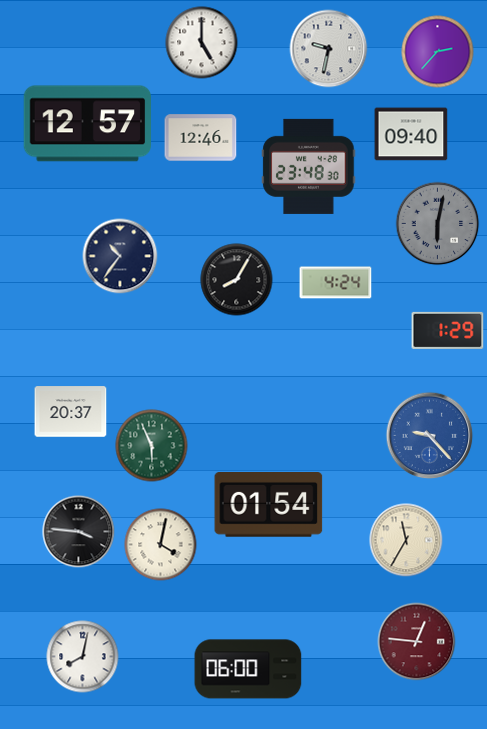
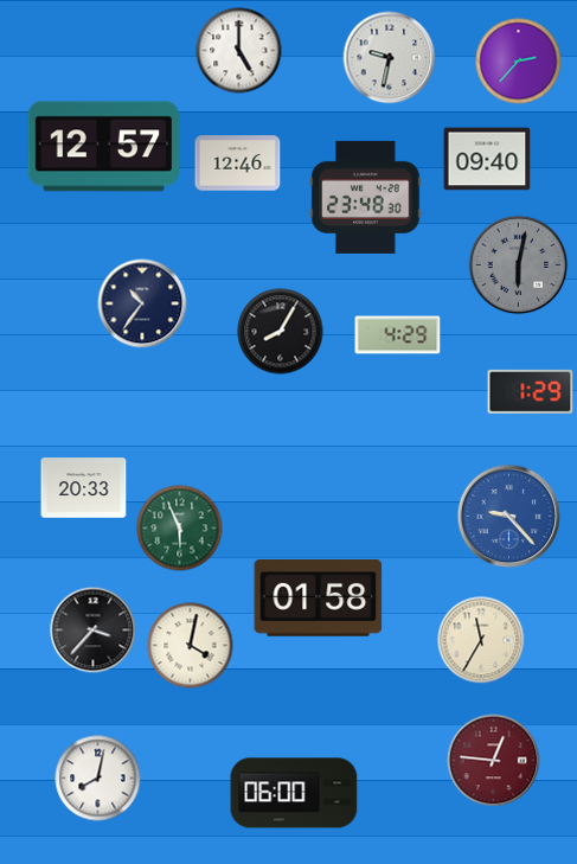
clock at (336, 283): 4:24 -> 4:29
clock at (71, 412): 20:37 -> 20:33
clock at (269, 505): 01:54 -> 01:58
clock at (79, 532): 3:46 -> 3:37
